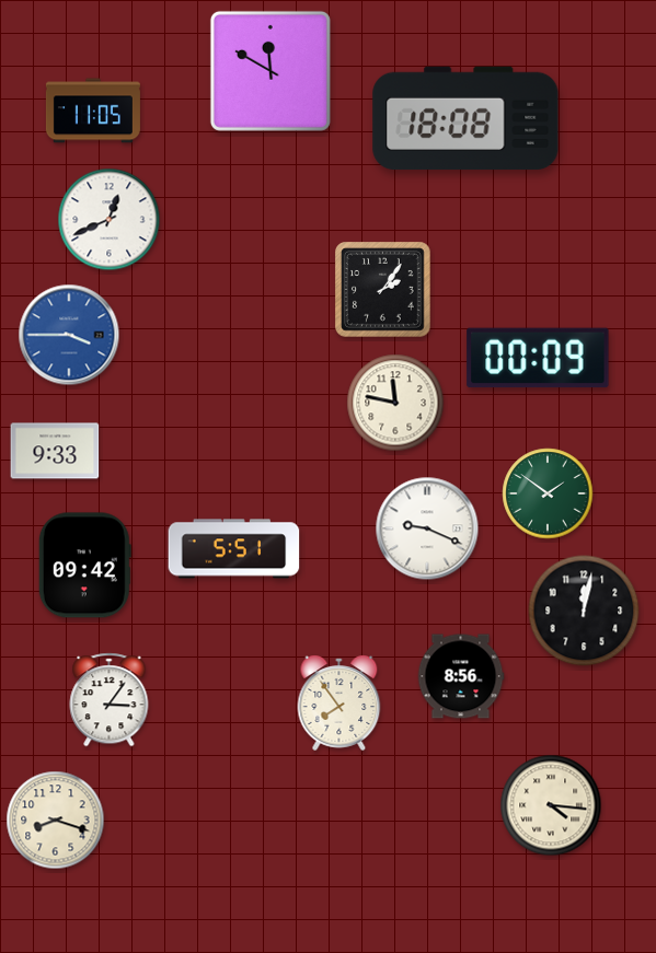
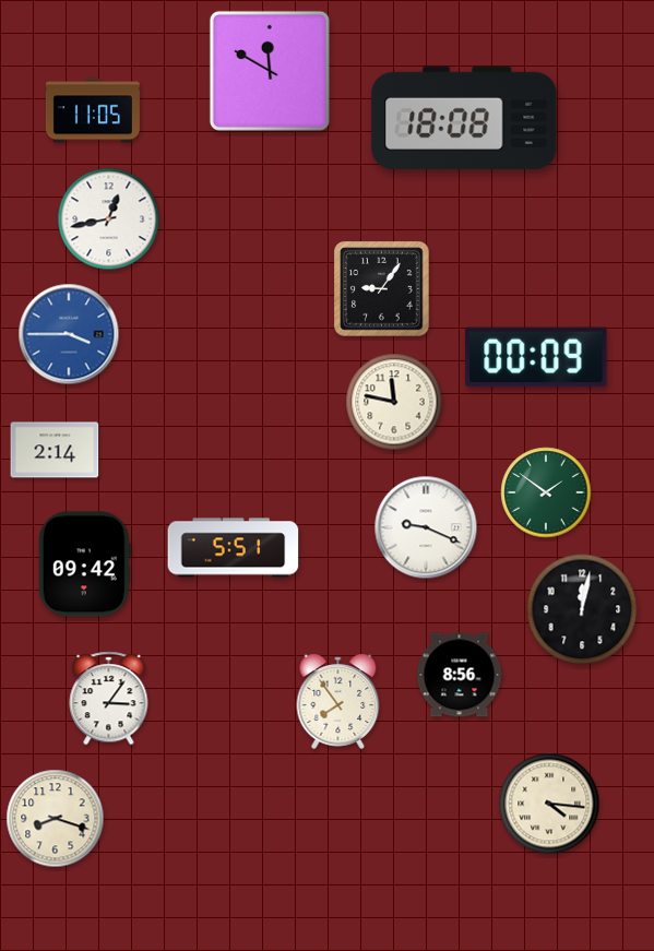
clock at (110, 220): 12:41 -> 12:43
clock at (383, 290): 2:06 -> 9:06
clock at (55, 451): 9:33 -> 2:14
